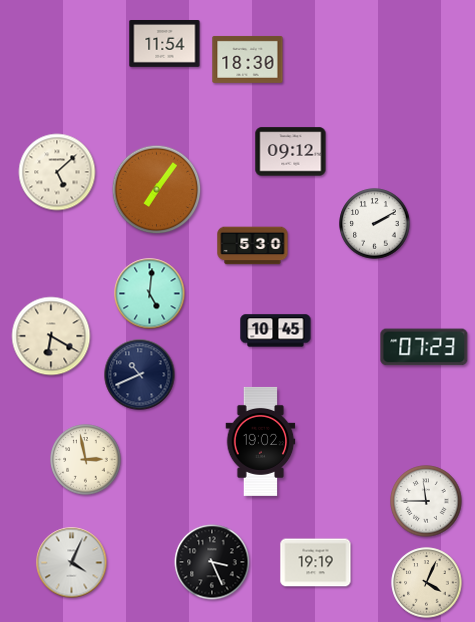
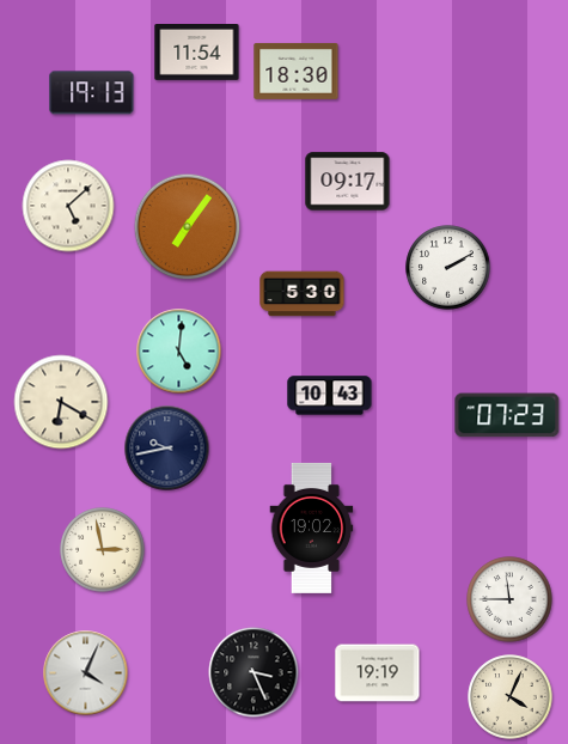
clock at (92, 93): none -> 19:13
clock at (291, 152): 09:12 -> 09:17
clock at (276, 331): 10:45 -> 10:43
clock at (140, 375): 10:41 -> 9:43
